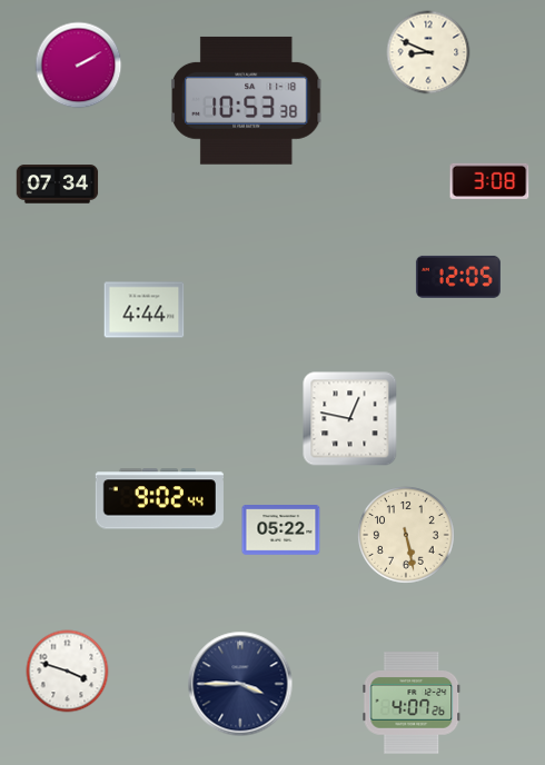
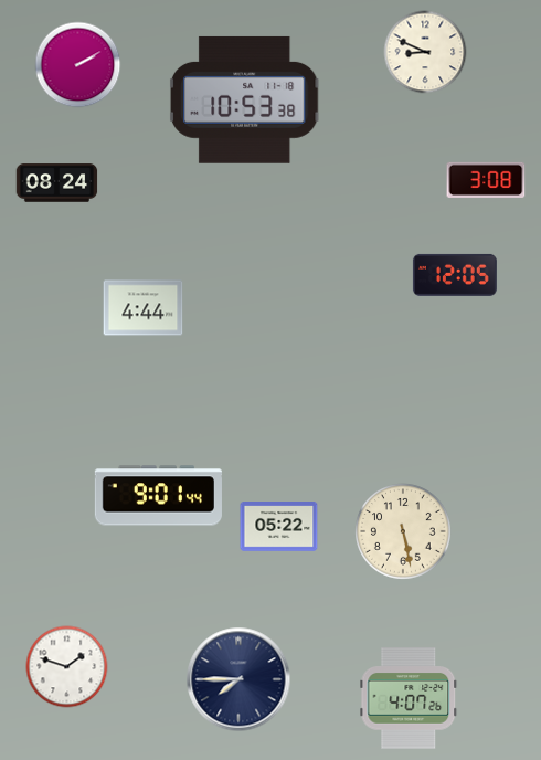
clock at (58, 185): 07:34 -> 08:24
clock at (350, 419): 12:47 -> none
clock at (159, 499): 9:02 -> 9:01
clock at (68, 672): 3:48 -> 1:48
clock at (240, 684): 3:45 -> 7:45
